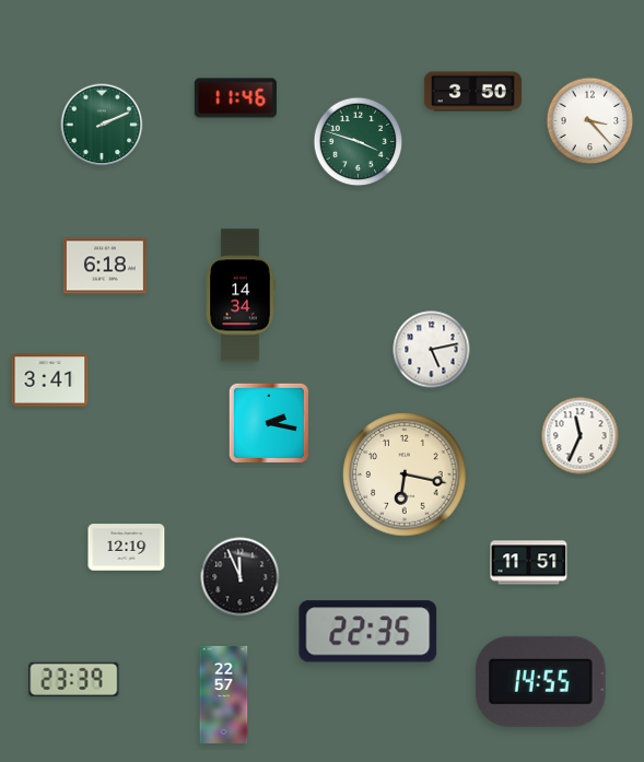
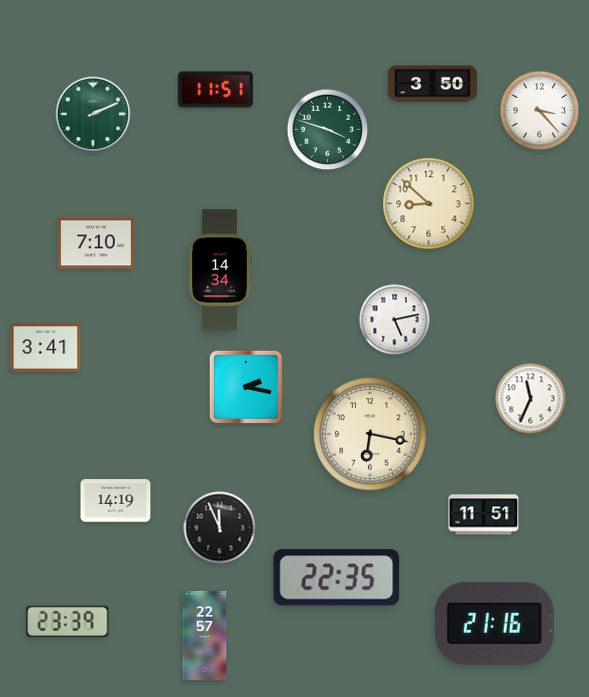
clock at (235, 98): 11:46 -> 11:51
clock at (429, 204): none -> 8:52
clock at (105, 266): 6:18 -> 7:10
clock at (127, 548): 12:19 -> 14:19
clock at (540, 681): 14:55 -> 21:16
